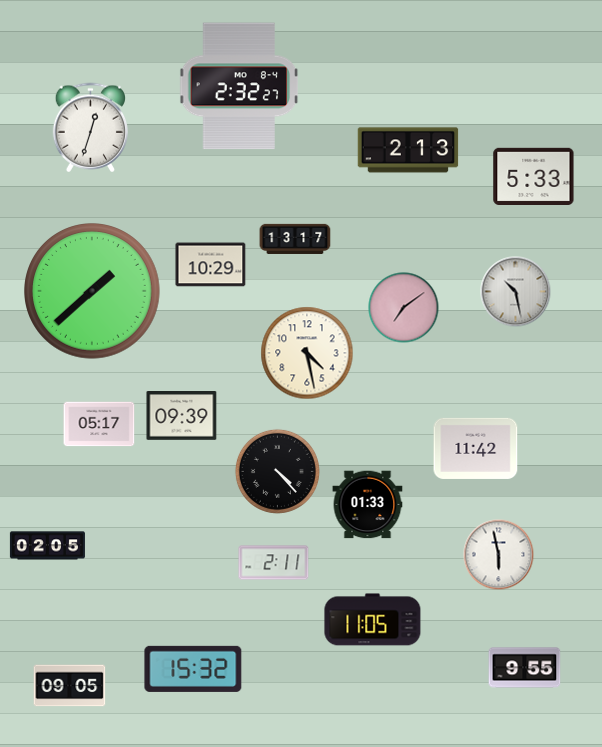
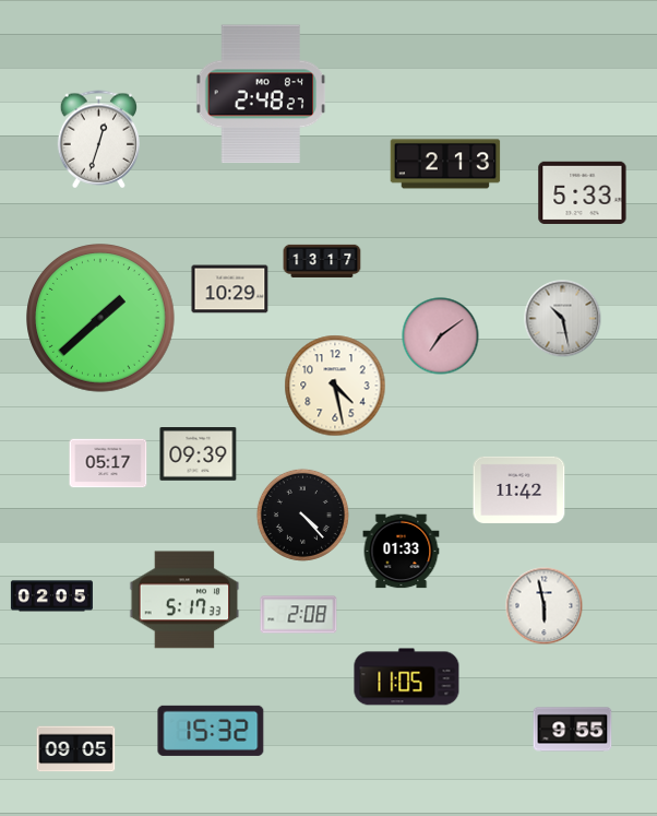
clock at (239, 86): 2:32 -> 2:48
clock at (184, 600): none -> 5:17
clock at (274, 563): 2:11 -> 2:08
